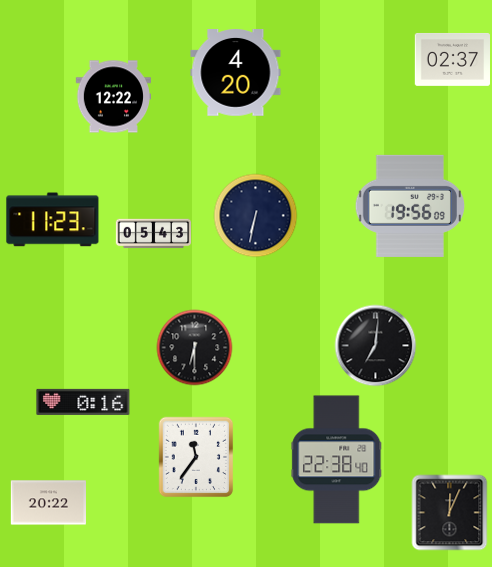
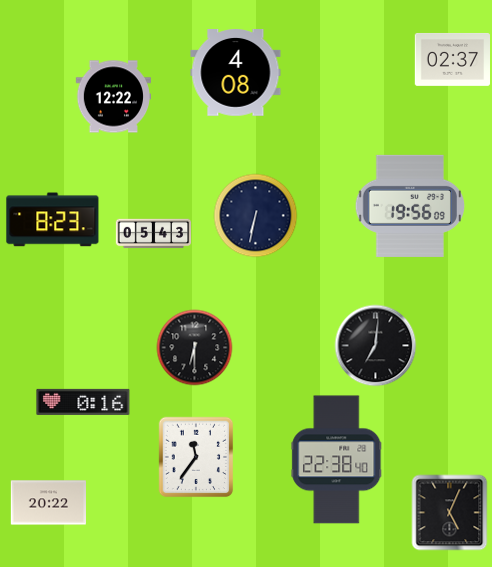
clock at (236, 73): 4:20 -> 4:08
clock at (53, 220): 11:23 -> 8:23
clock at (450, 513): 12:04 -> 5:04
